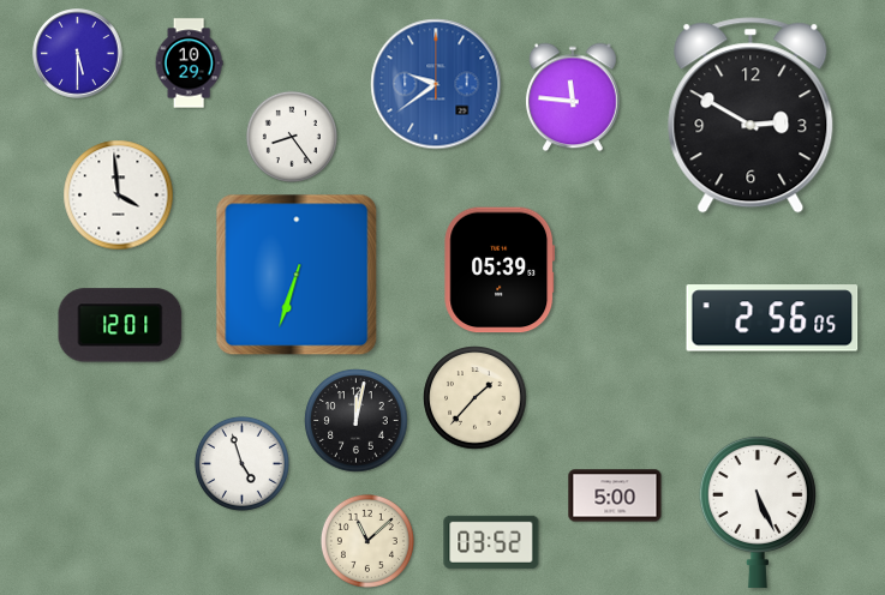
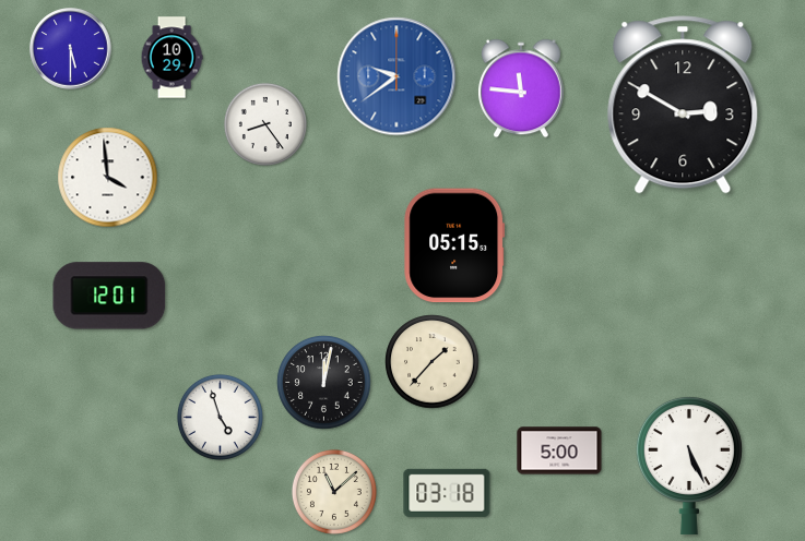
clock at (500, 270): 05:39 -> 05:15
clock at (297, 275): 6:33 -> none
clock at (772, 318): 2:56 -> none
clock at (241, 463) position: (241, 463) -> (220, 417)
clock at (491, 542): 03:52 -> 03:18
